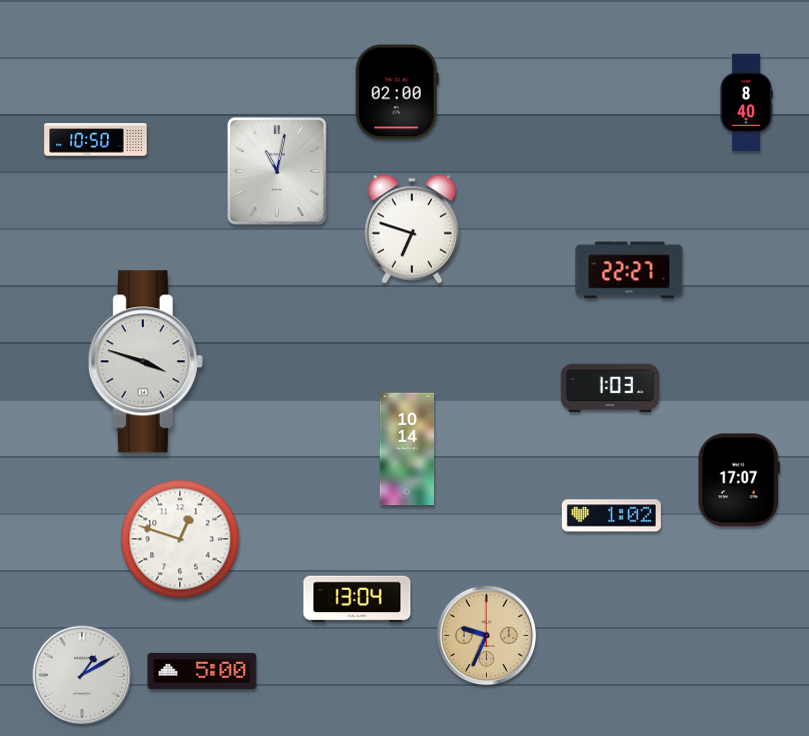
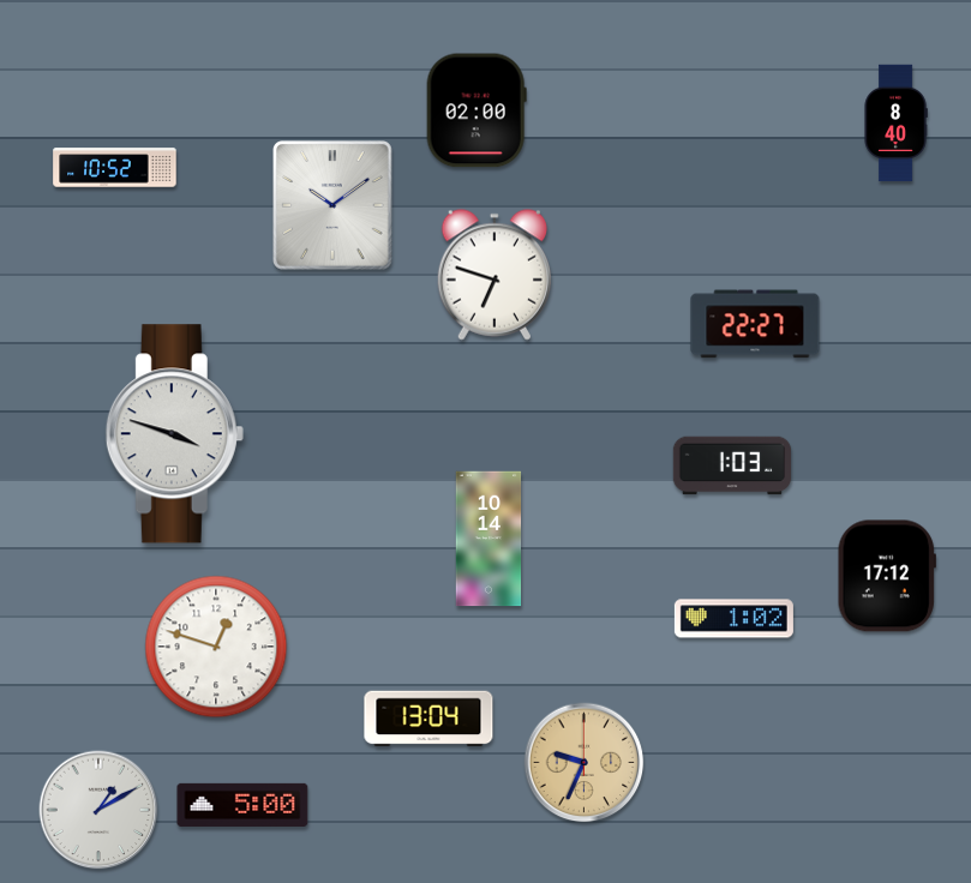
clock at (96, 140): 10:50 -> 10:52
clock at (278, 171): 11:02 -> 10:09
clock at (739, 480): 17:07 -> 17:12
